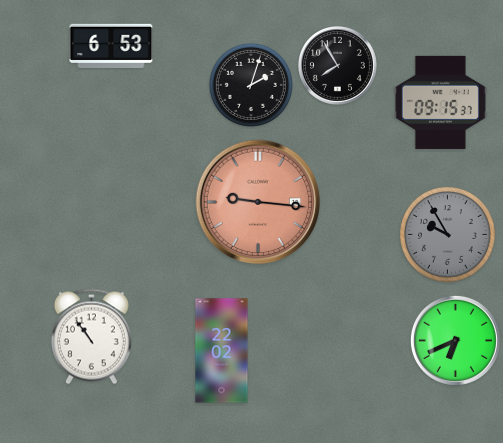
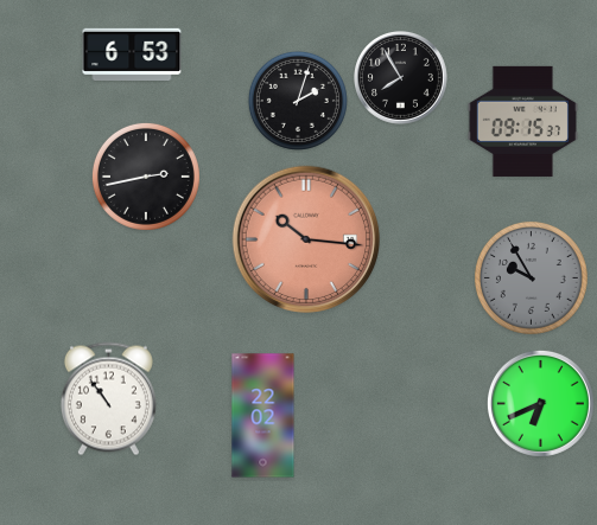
clock at (146, 177): none -> 2:43
clock at (258, 202): 9:16 -> 10:16
